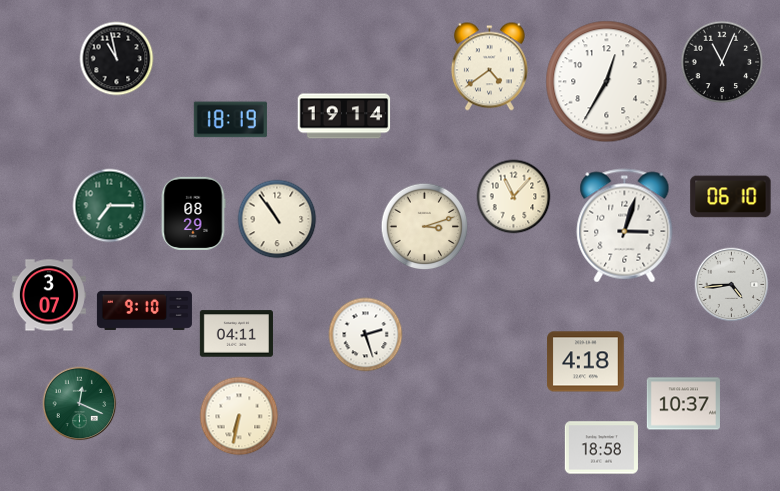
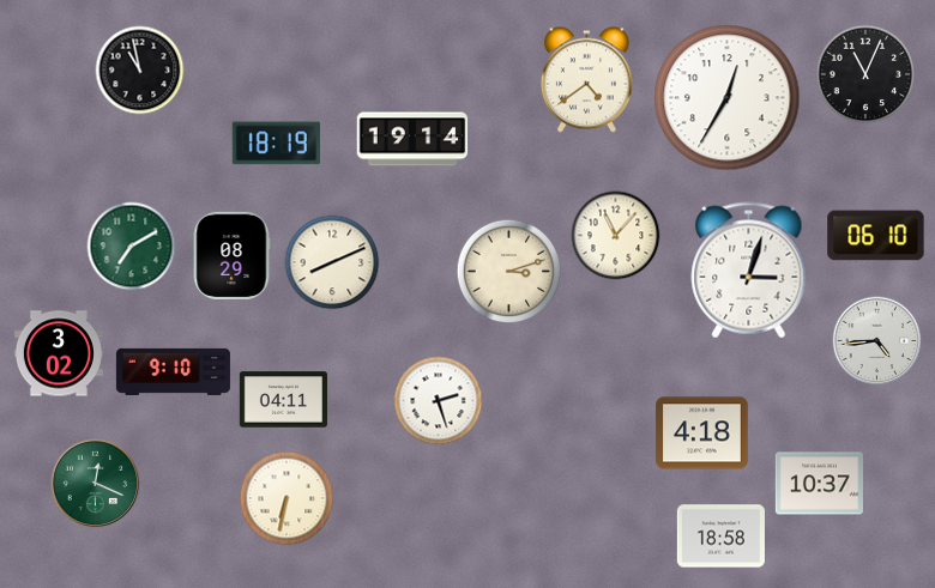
clock at (110, 206): 7:15 -> 7:10
clock at (277, 219): 10:54 -> 8:11
clock at (49, 295): 3:07 -> 3:02
